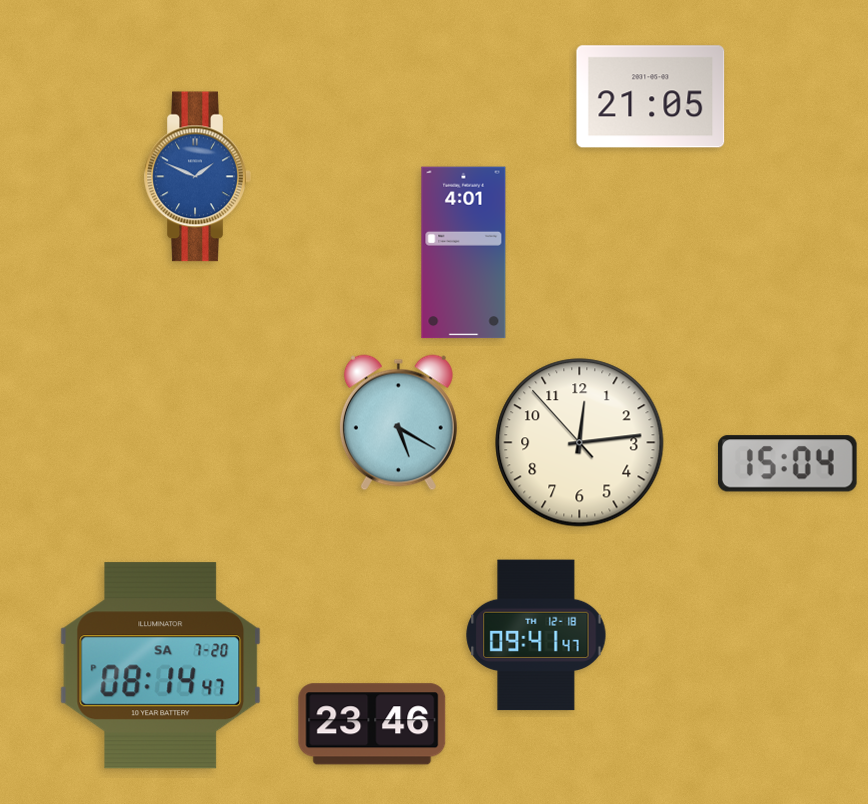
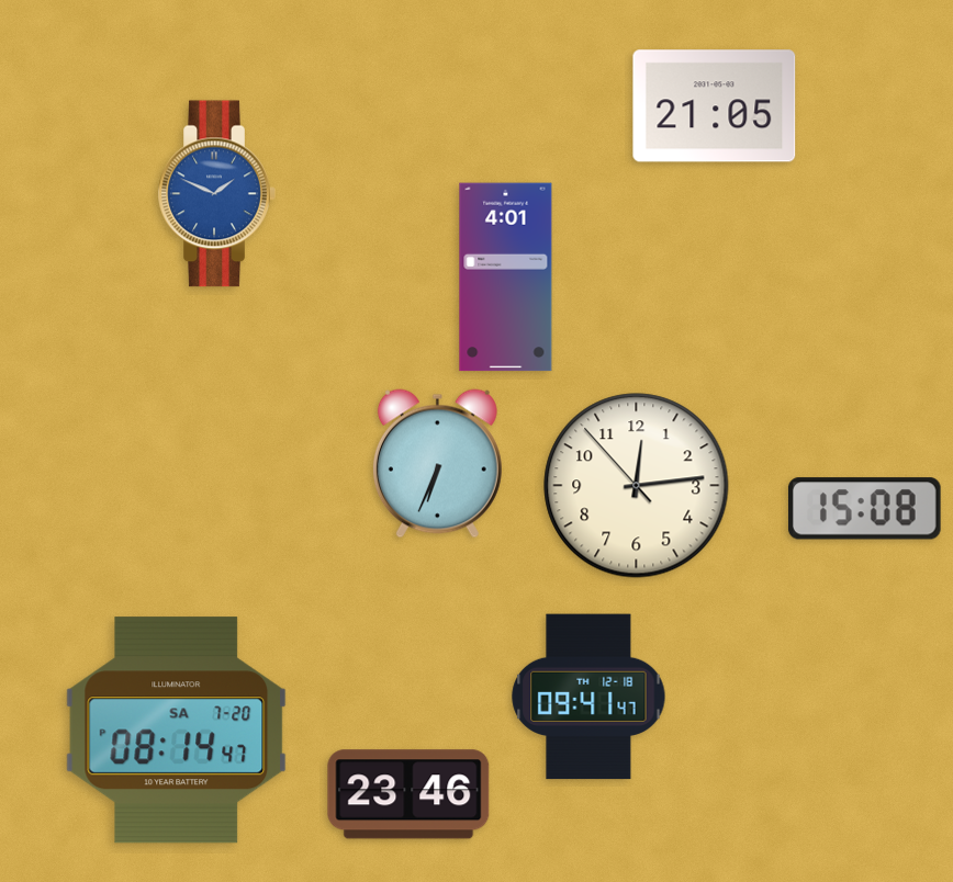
clock at (464, 253) position: (464, 253) -> (506, 278)
clock at (398, 423): 5:20 -> 6:34
clock at (787, 464): 15:04 -> 15:08
